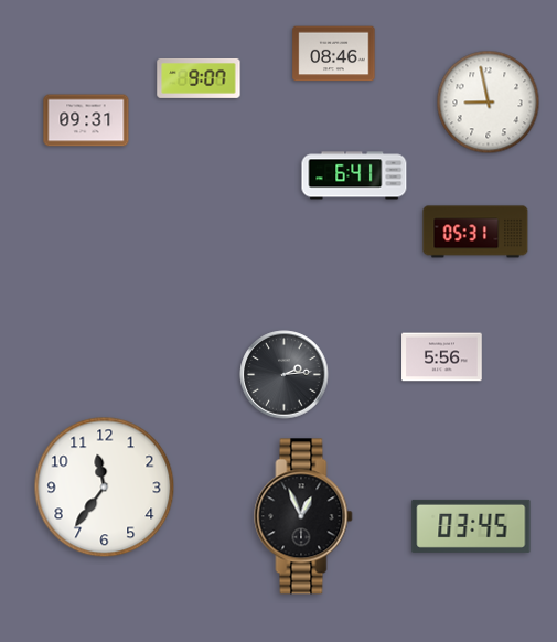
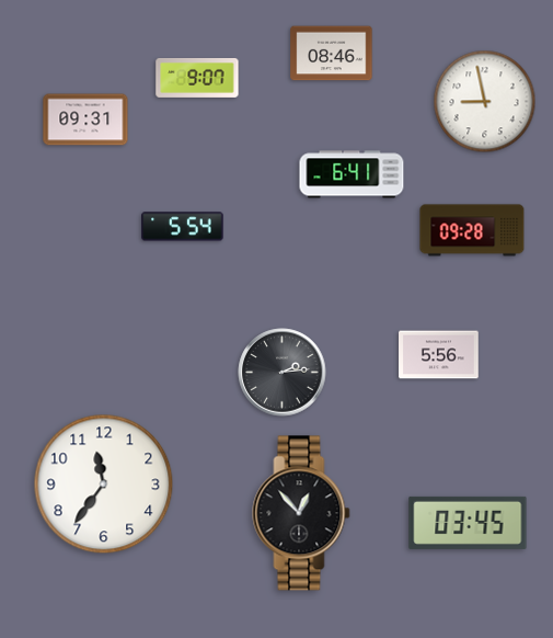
clock at (183, 227): none -> 5:54
clock at (475, 232): 05:31 -> 09:28
clock at (303, 516): 12:56 -> 12:53
